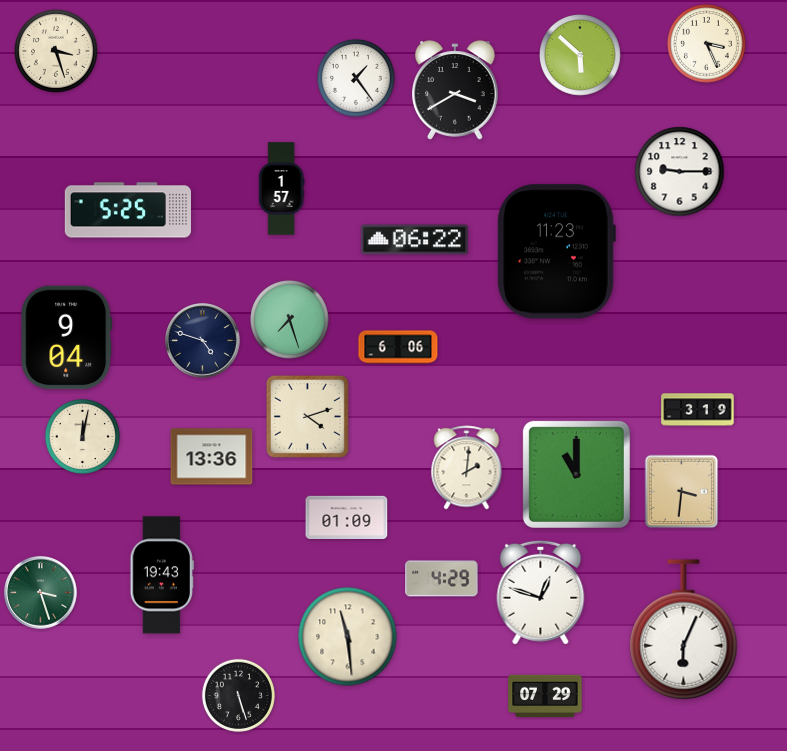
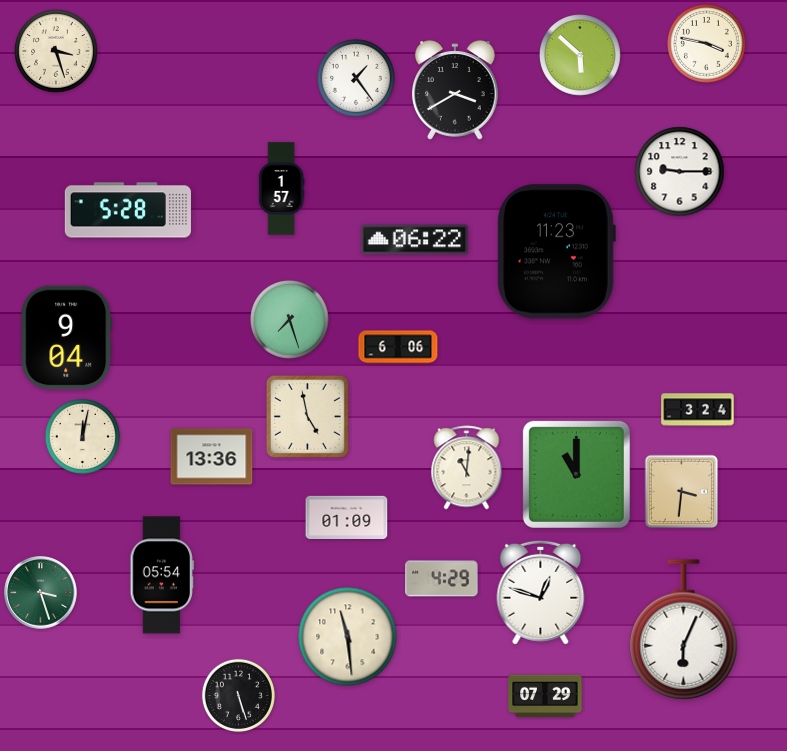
clock at (706, 43): 3:26 -> 3:47
clock at (128, 210): 5:25 -> 5:28
clock at (203, 341): 4:48 -> none
clock at (698, 410): 3:19 -> 3:24
clock at (307, 416): 4:12 -> 4:58
clock at (467, 468): 2:01 -> 11:01
clock at (162, 575): 19:43 -> 05:54
